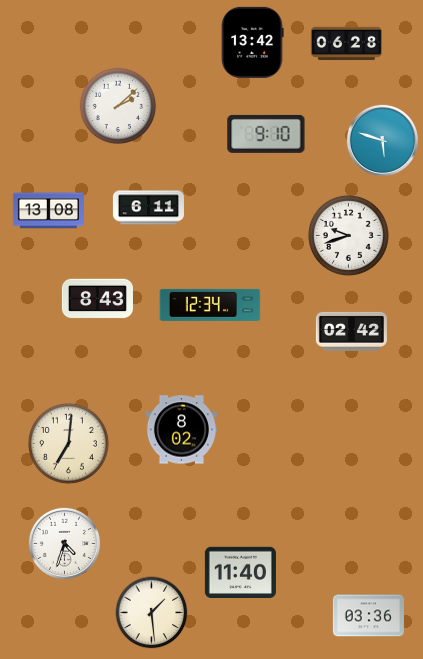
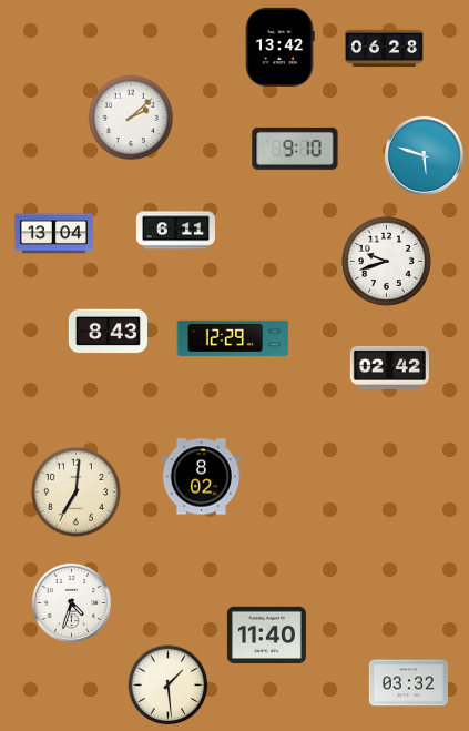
clock at (148, 208) position: (148, 208) -> (175, 231)
clock at (48, 211): 13:08 -> 13:04
clock at (210, 305): 12:34 -> 12:29
clock at (152, 613) position: (152, 613) -> (169, 686)
clock at (368, 616): 03:36 -> 03:32
